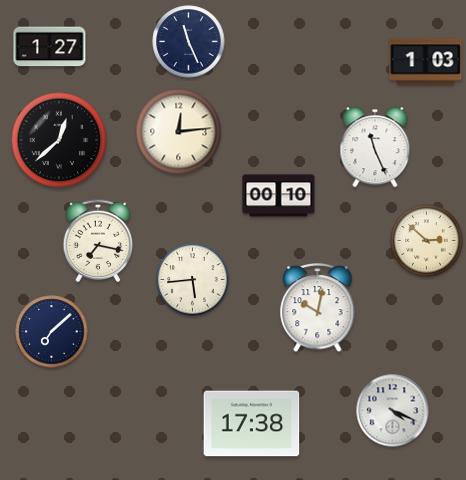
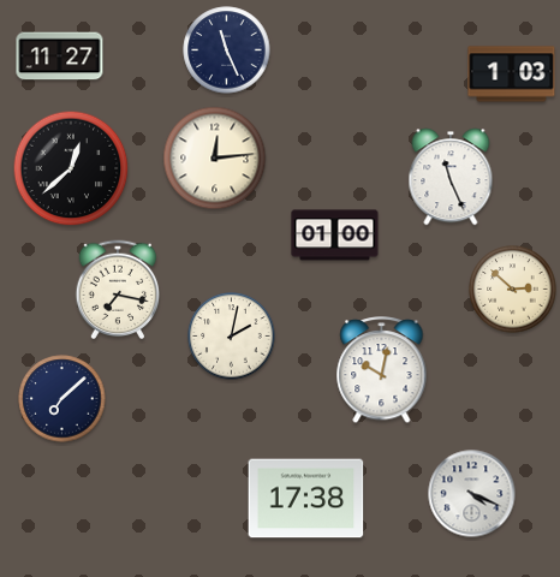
clock at (50, 47): 1:27 -> 11:27
clock at (279, 196): 00:10 -> 01:00
clock at (193, 280): 5:44 -> 2:02
clock at (252, 424) position: (252, 424) -> (306, 499)
